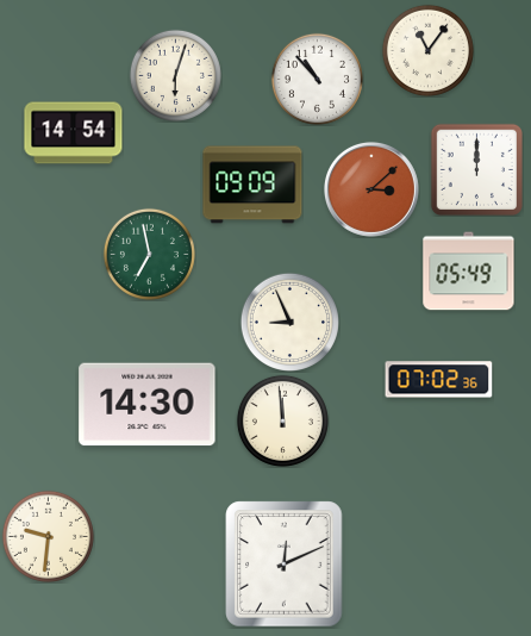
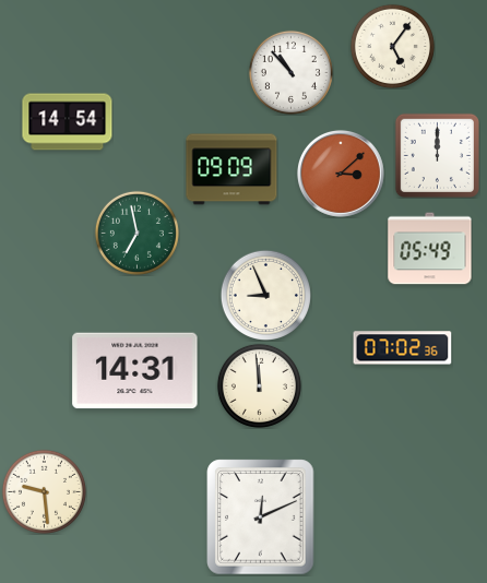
clock at (427, 50): 11:06 -> 5:06
clock at (175, 75): 6:03 -> none
clock at (148, 405): 14:30 -> 14:31
clock at (48, 536): 9:31 -> 9:29
